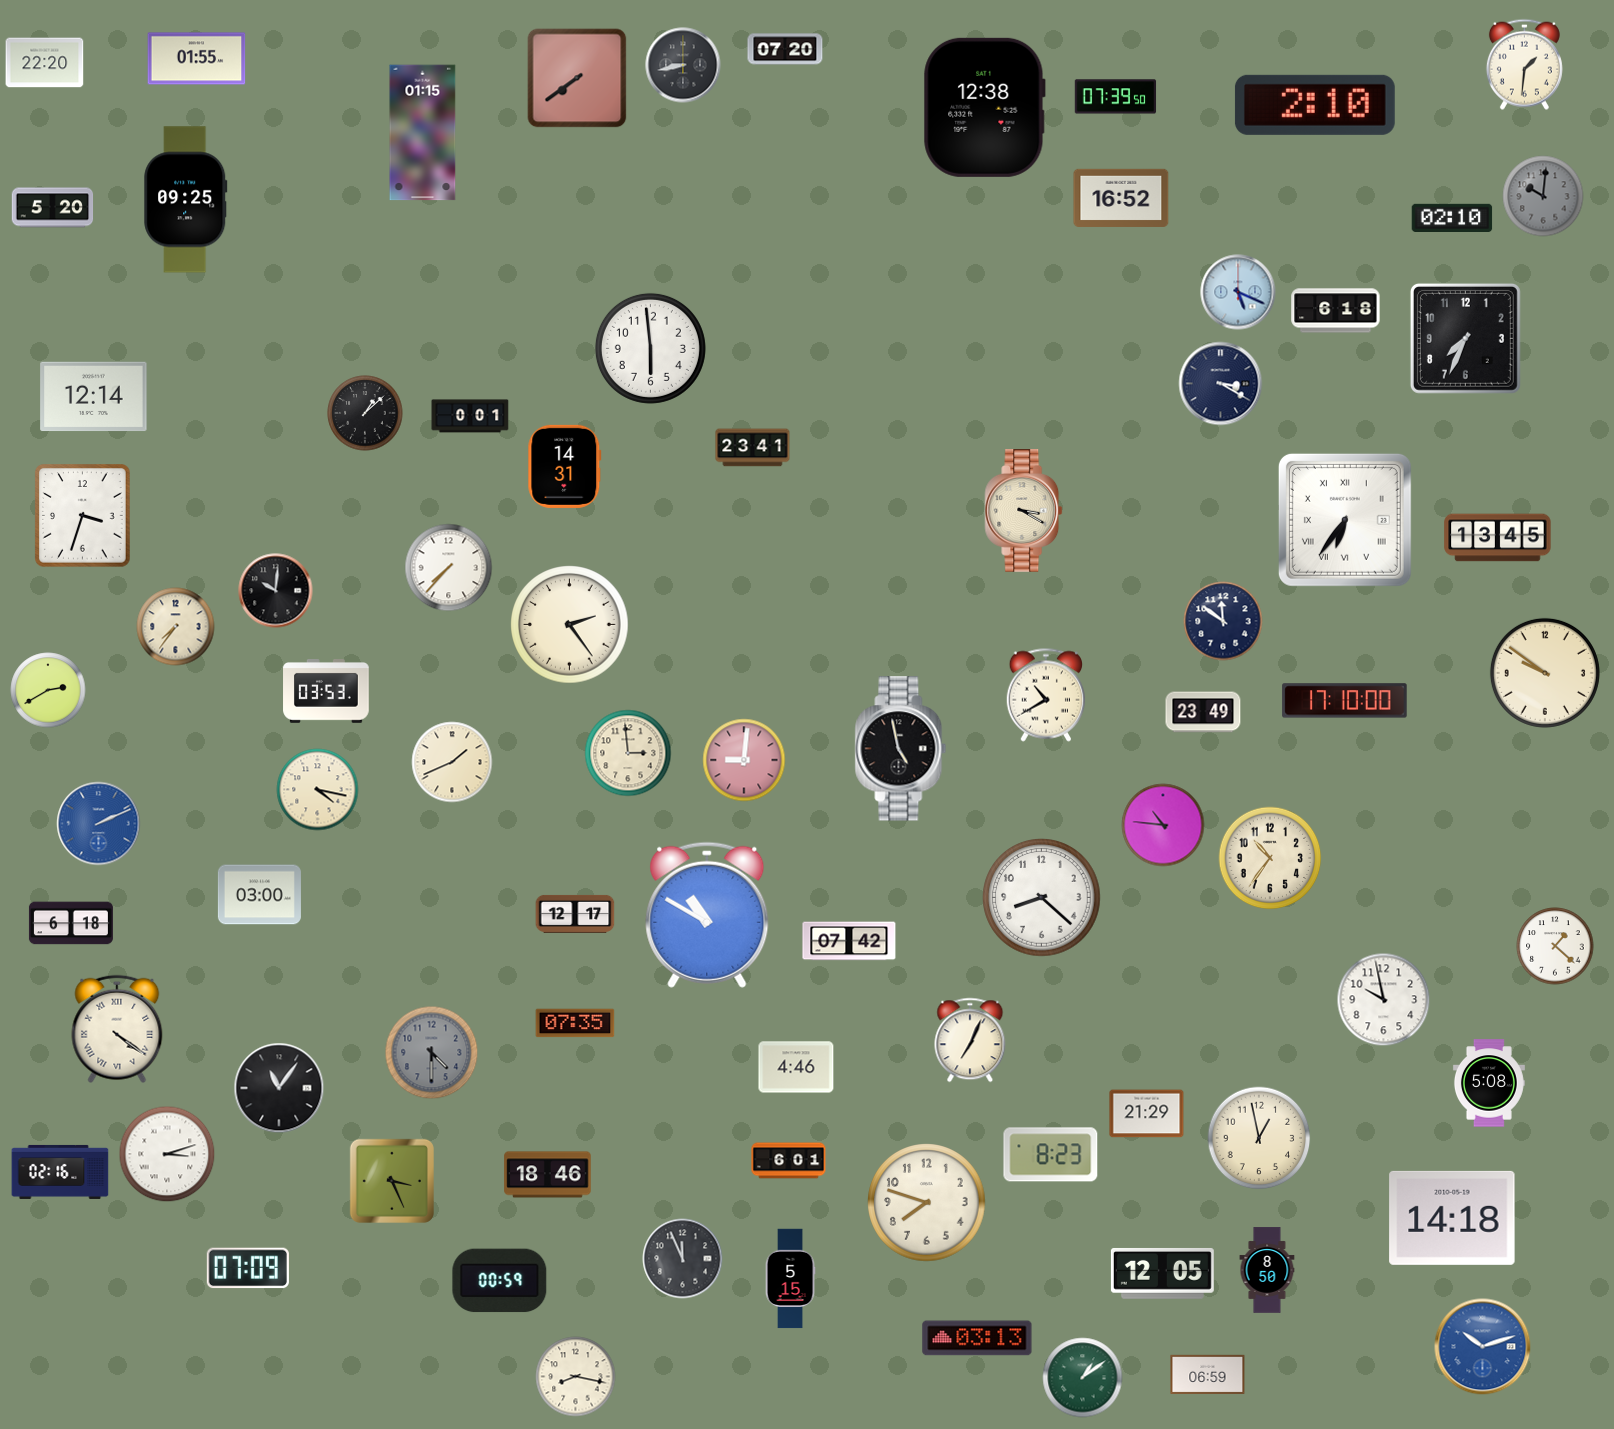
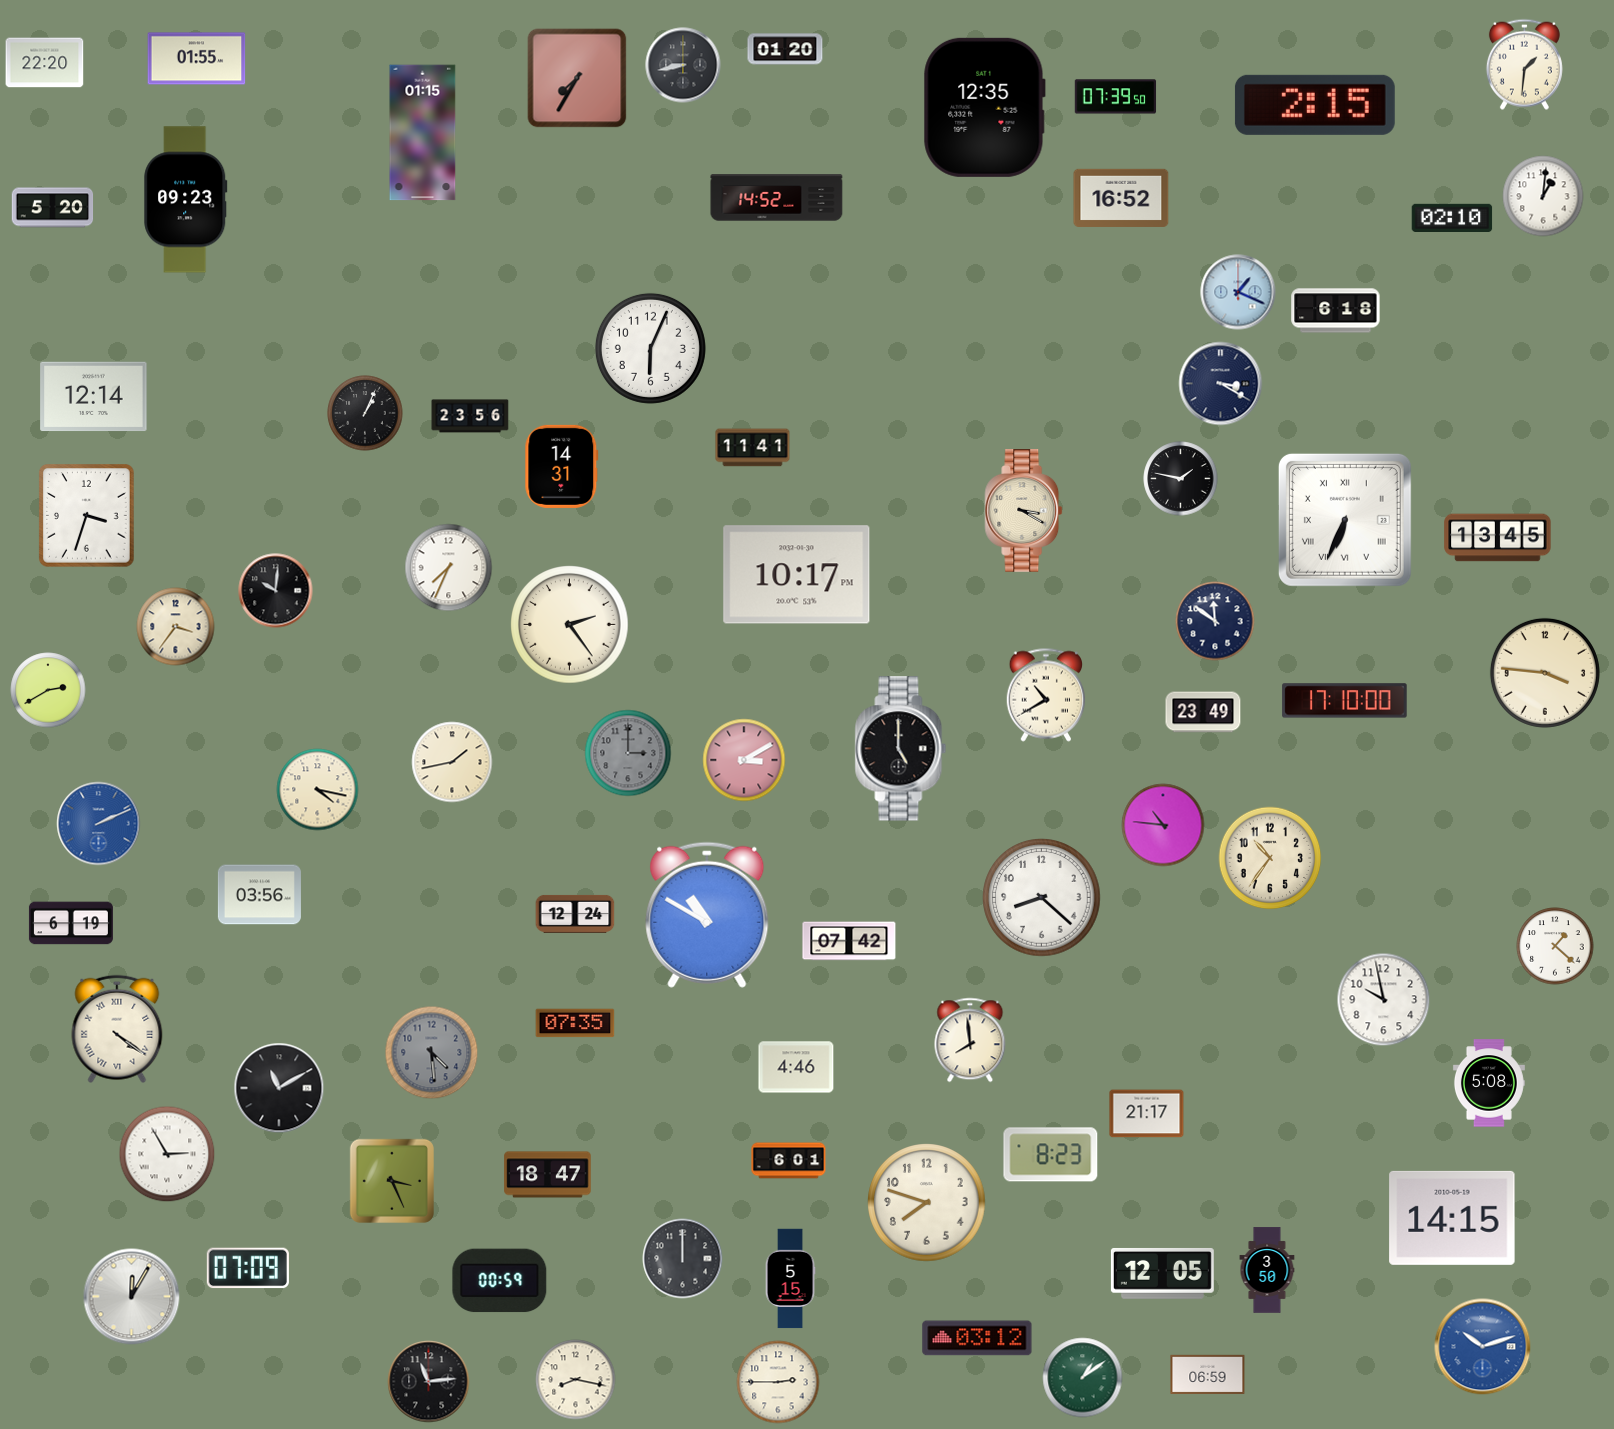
clock at (785, 49): 07:20 -> 01:20
clock at (577, 78): 7:39 -> 7:35
clock at (1315, 105): 2:10 -> 2:15
clock at (984, 107): 12:38 -> 12:35
clock at (1543, 196): 10:01 -> 1:01
clock at (1543, 196) dial: grey -> white
clock at (777, 198): none -> 14:52
clock at (186, 200): 09:25 -> 09:23
clock at (1238, 292): 5:19 -> 1:19
clock at (1465, 338): 7:34 -> none
clock at (650, 348): 5:59 -> 6:04
clock at (365, 413): 1:08 -> 1:04
clock at (470, 416): 0:01 -> 23:56
clock at (753, 448): 23:41 -> 11:41
clock at (565, 466) position: (565, 466) -> (562, 466)
clock at (1181, 479): none -> 1:47
clock at (83, 516) position: (83, 516) -> (87, 516)
clock at (1345, 520): 6:36 -> 6:34
clock at (449, 568): 7:37 -> 7:34
clock at (797, 575): none -> 10:17
clock at (1223, 621) position: (1223, 621) -> (1215, 621)
clock at (176, 627): 7:36 -> 3:36
clock at (1545, 673): 9:51 -> 3:46
clock at (326, 692): 03:53 -> none
clock at (901, 749): 4:58 -> 5:00
clock at (628, 753): 2:59 -> 3:00
clock at (628, 753) dial: cream -> grey
clock at (744, 760): 9:01 -> 3:10
clock at (452, 762): 1:41 -> 1:43
clock at (259, 895): 03:00 -> 03:56
clock at (575, 914): 12:17 -> 12:24
clock at (71, 923): 6:18 -> 6:19
clock at (970, 1040): 7:04 -> 7:59
clock at (432, 1053): 4:30 -> 4:29
clock at (279, 1088): 11:06 -> 11:10
clock at (1147, 1114): 21:29 -> 21:17
clock at (1259, 1138): 12:58 -> none
clock at (167, 1154): 3:12 -> 2:55
clock at (60, 1172): 02:16 -> none
clock at (548, 1175): 18:46 -> 18:47
clock at (1452, 1218): 14:18 -> 14:15
clock at (683, 1259): 11:56 -> 12:00
clock at (1267, 1270): 8:50 -> 3:50
clock at (132, 1297): none -> 12:05
clock at (977, 1338): 03:13 -> 03:12
clock at (576, 1377) position: (576, 1377) -> (576, 1380)
clock at (429, 1382): none -> 11:14
clock at (778, 1382): none -> 2:45
